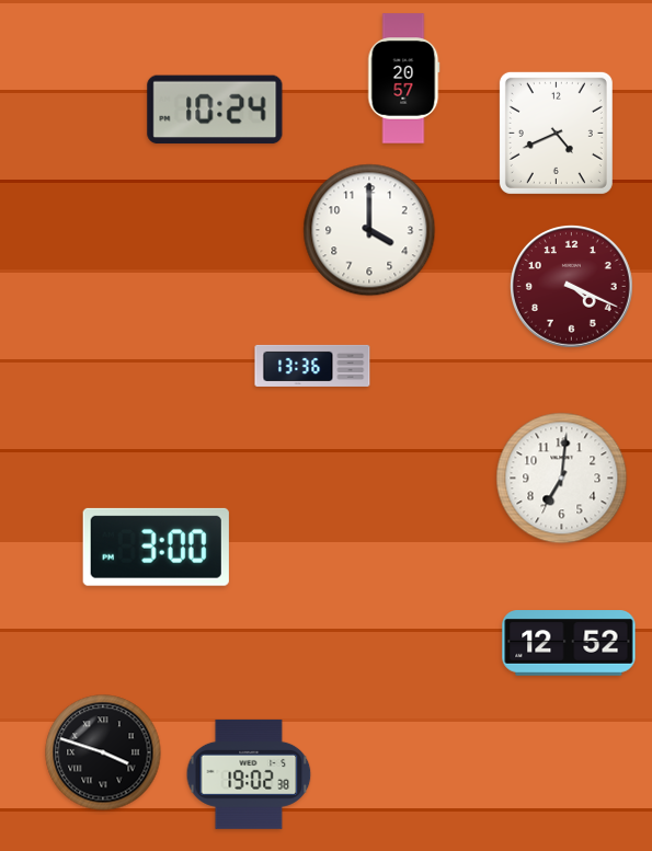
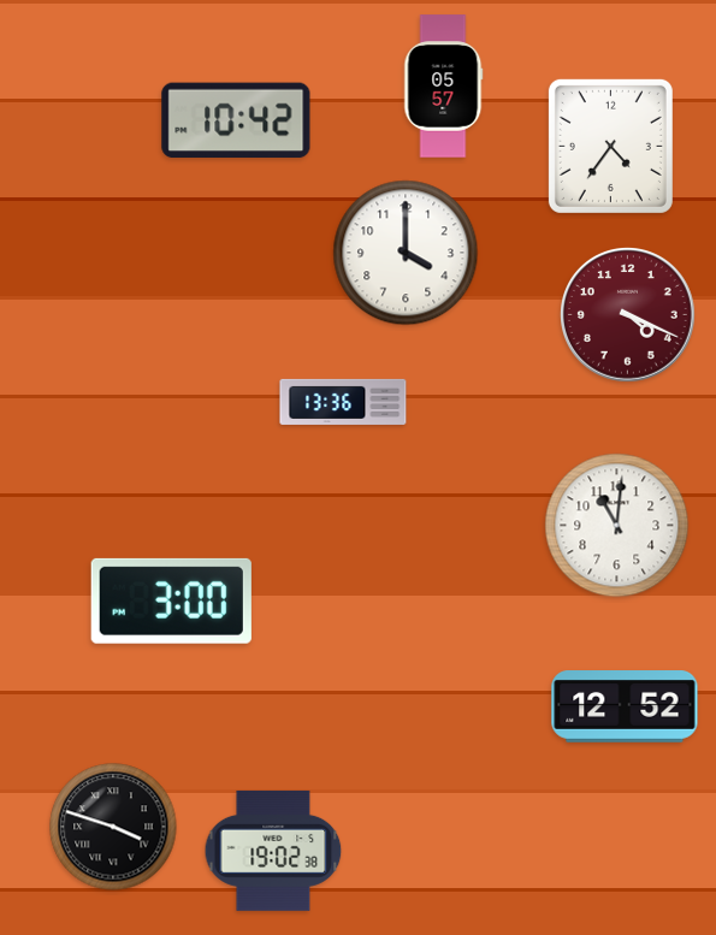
clock at (404, 79): 20:57 -> 05:57
clock at (215, 110): 10:24 -> 10:42
clock at (556, 133): 4:41 -> 4:36
clock at (562, 479): 7:01 -> 11:01
